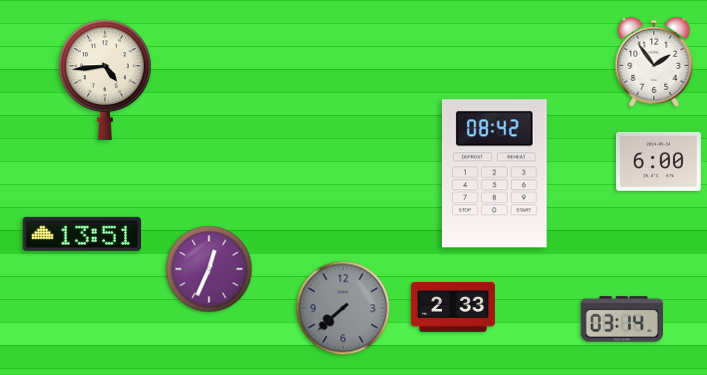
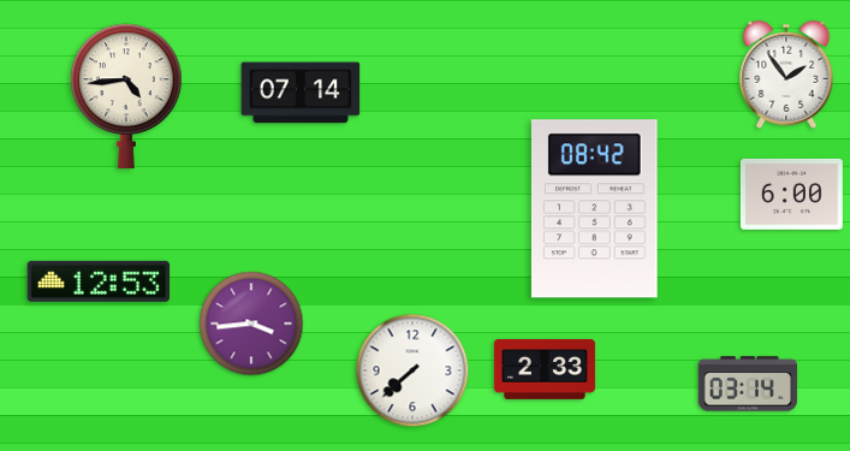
clock at (301, 93): none -> 07:14
clock at (81, 234): 13:51 -> 12:53
clock at (209, 269): 12:34 -> 3:44
clock at (343, 308) dial: grey -> white
